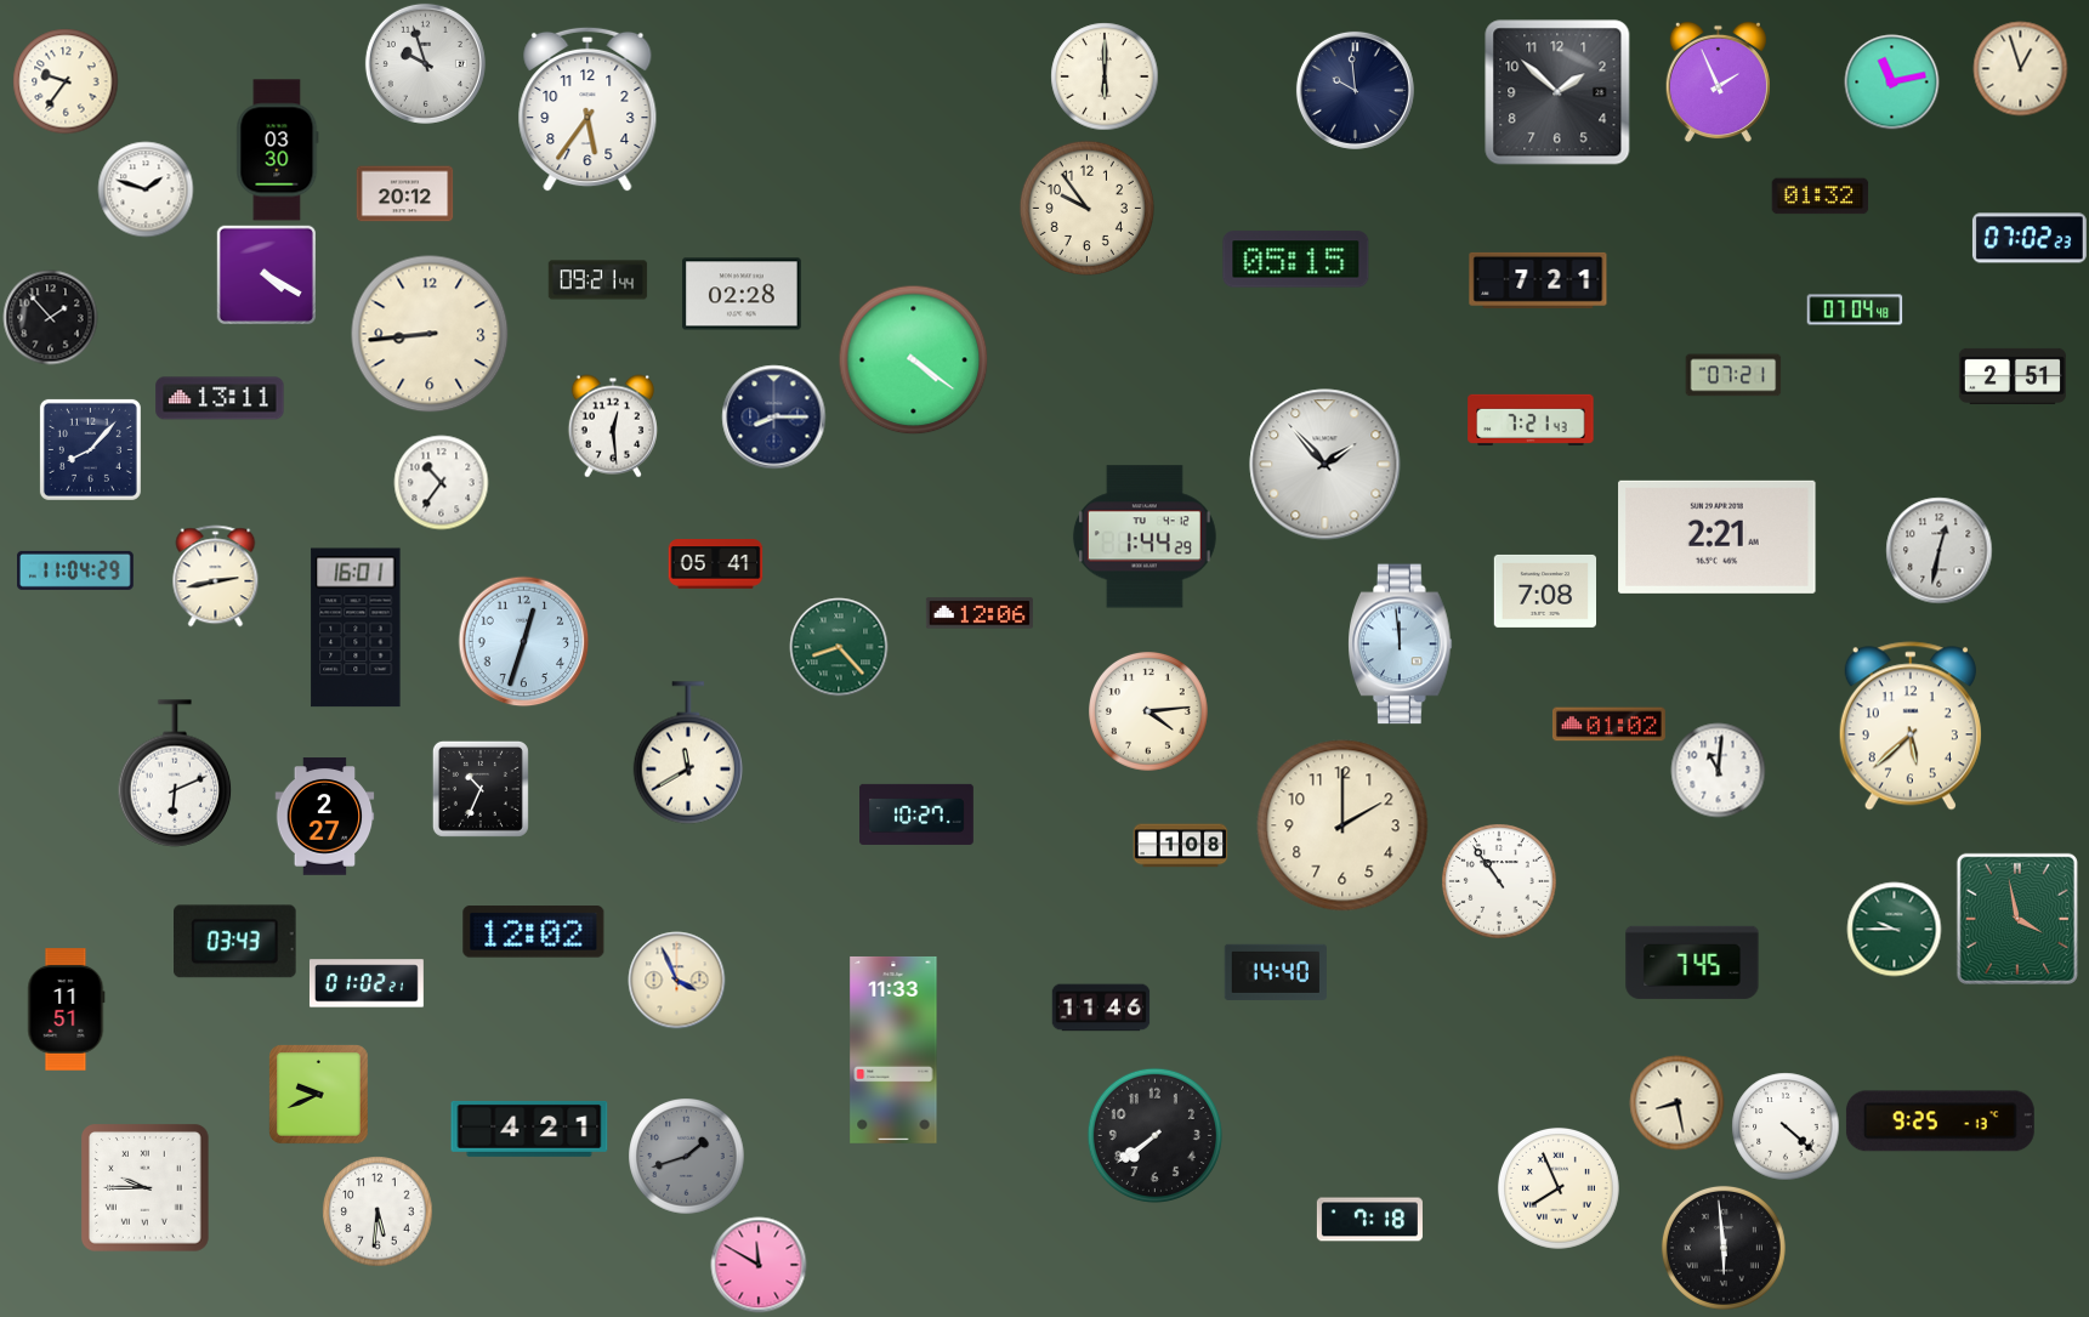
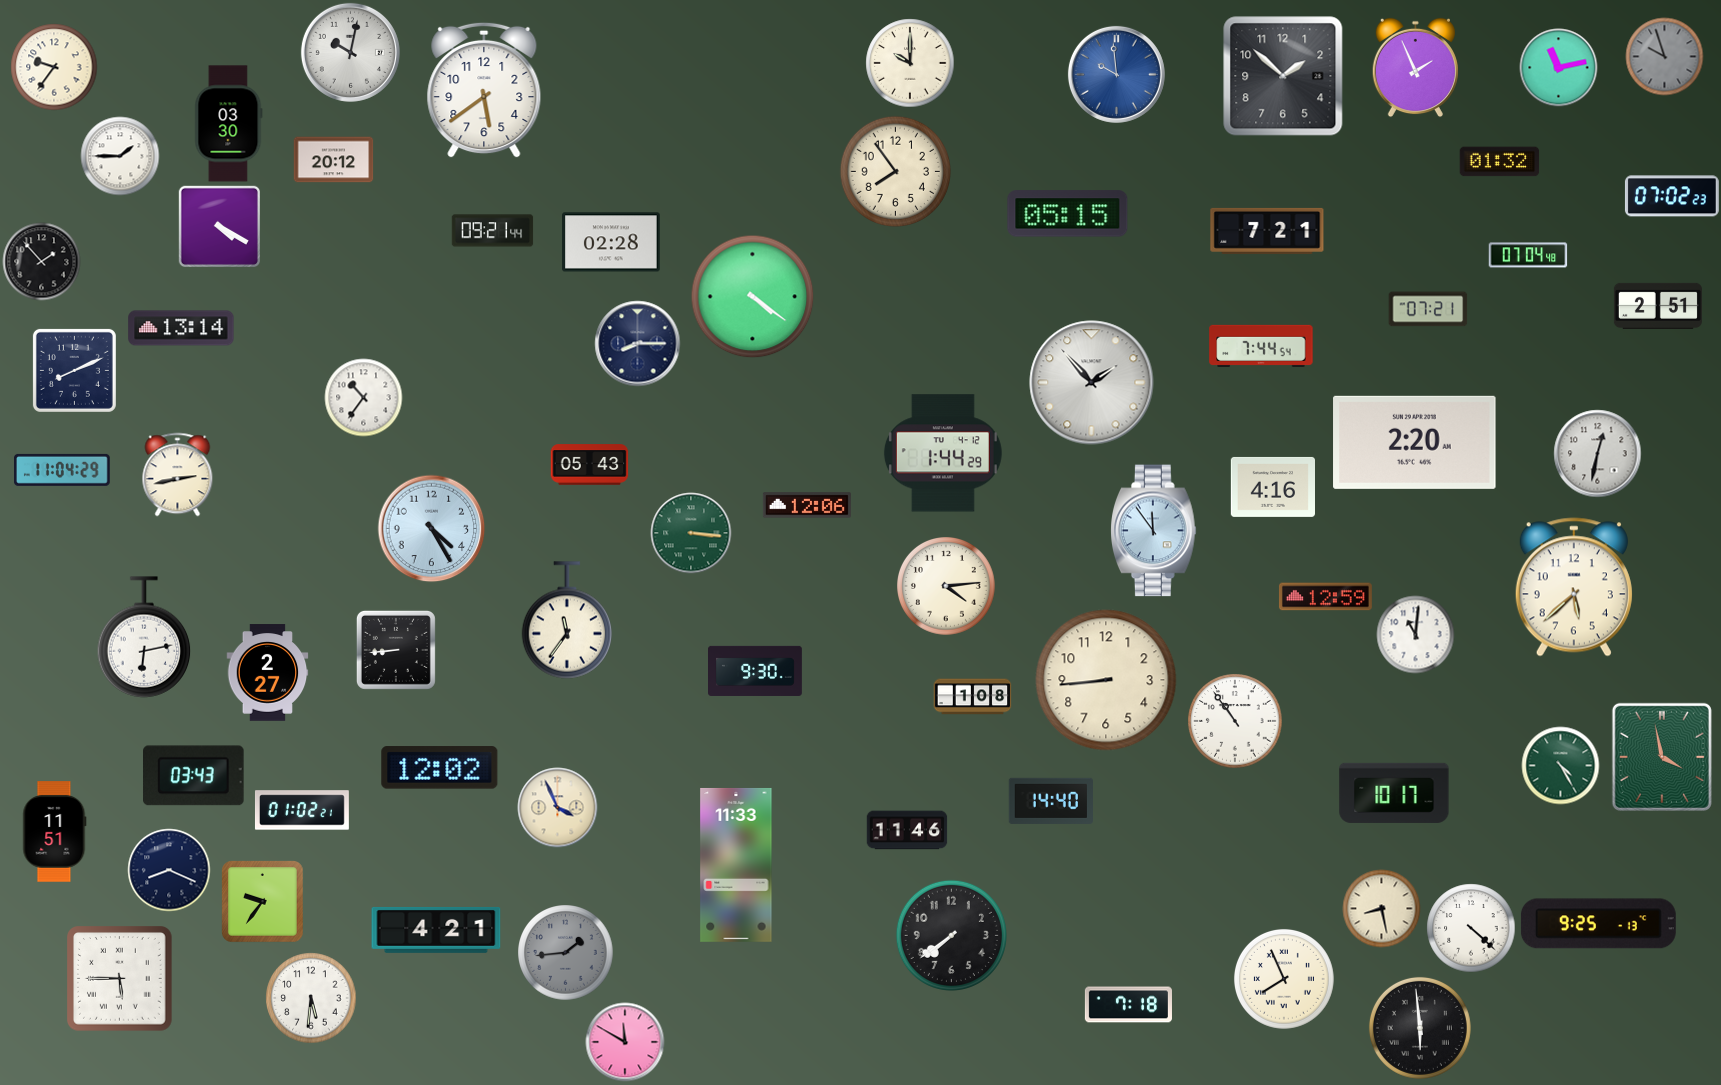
clock at (425, 63): 9:57 -> 10:02
clock at (2020, 68): 12:57 -> 9:57
clock at (2020, 68) dial: cream -> grey
clock at (1105, 76): 6:00 -> 10:00
clock at (1355, 90) dial: navy -> blue
clock at (587, 109): 5:36 -> 5:39
clock at (146, 189): 1:48 -> 1:45
clock at (1086, 208): 9:54 -> 7:54
clock at (430, 334): 8:44 -> none
clock at (2013, 376) position: (2013, 376) -> (1658, 306)
clock at (220, 398): 13:11 -> 13:14
clock at (1531, 420): 7:21 -> 7:44
clock at (613, 426): 12:29 -> none
clock at (90, 449): 8:07 -> 8:11
clock at (1145, 537) position: (1145, 537) -> (943, 453)
clock at (1718, 537): 2:21 -> 2:20
clock at (715, 564): 05:41 -> 05:43
clock at (1544, 591): 7:08 -> 4:16
clock at (356, 628): 16:01 -> none
clock at (523, 641): 12:33 -> 4:25
clock at (1401, 645): 11:59 -> 11:54
clock at (839, 647): 8:23 -> 3:16
clock at (1608, 725): 01:02 -> 12:59
clock at (1911, 726) position: (1911, 726) -> (1574, 587)
clock at (687, 753): 11:40 -> 11:36
clock at (175, 773): 6:11 -> 6:13
clock at (481, 789): 10:34 -> 8:44
clock at (918, 813): 10:27 -> 9:30
clock at (1342, 825): 2:00 -> 8:44
clock at (1499, 881) position: (1499, 881) -> (1235, 721)
clock at (1894, 929): 9:45 -> 4:25
clock at (1692, 963): 7:45 -> 10:17
clock at (169, 870): none -> 8:19
clock at (319, 1095): 9:41 -> 9:36
clock at (686, 1156): 1:42 -> 1:44
clock at (146, 1188): 9:45 -> 5:45
